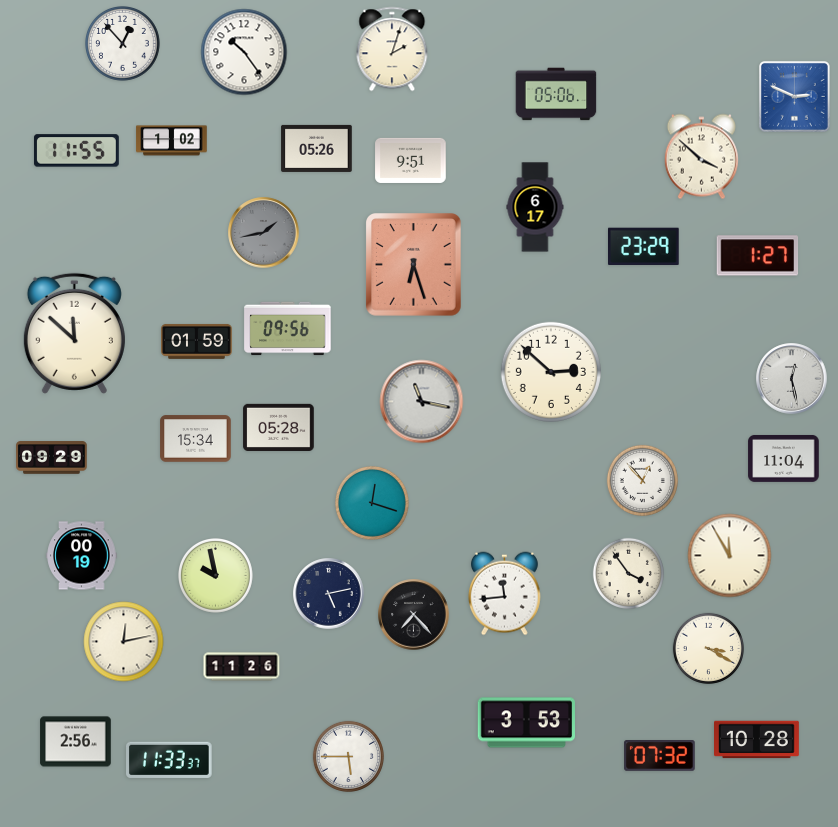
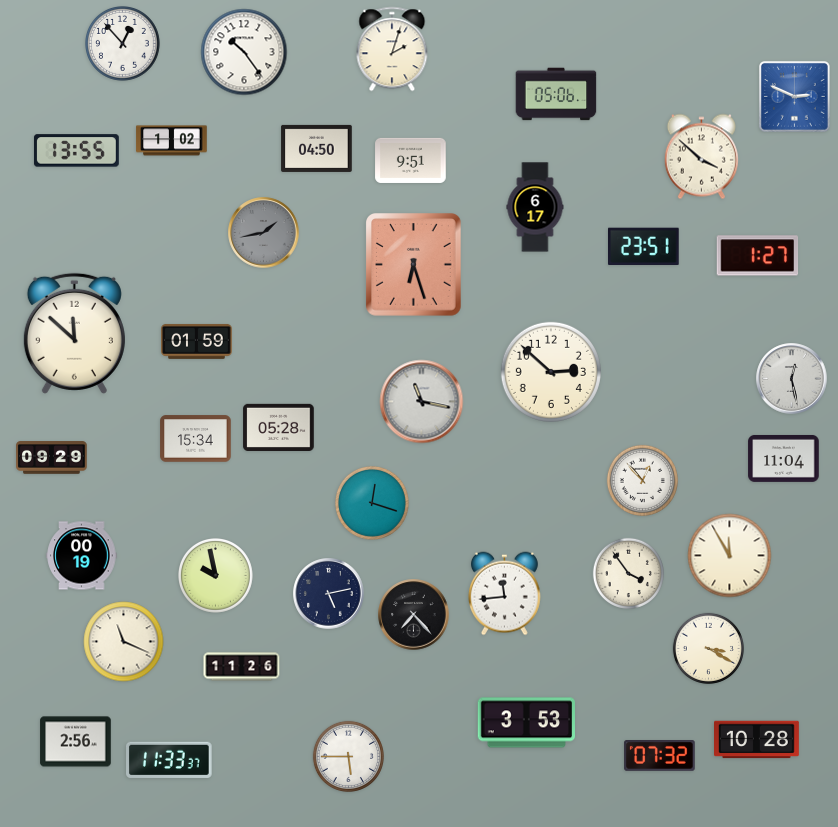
clock at (317, 148): 05:26 -> 04:50
clock at (76, 151): 11:55 -> 13:55
clock at (644, 247): 23:29 -> 23:51
clock at (288, 329): 09:56 -> none
clock at (124, 642): 12:13 -> 11:19
